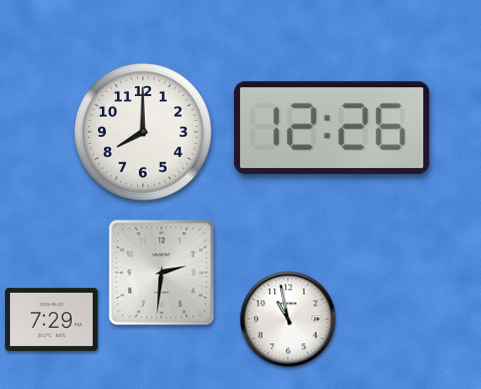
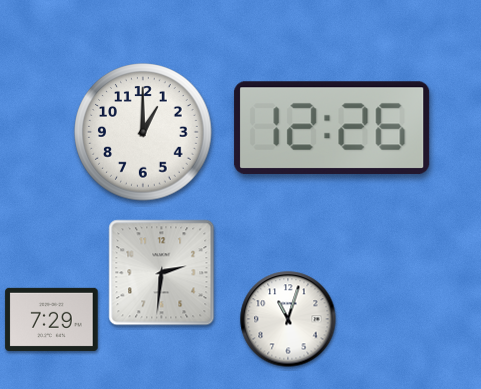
clock at (143, 132): 8:00 -> 1:00
clock at (288, 319): 10:58 -> 11:03
